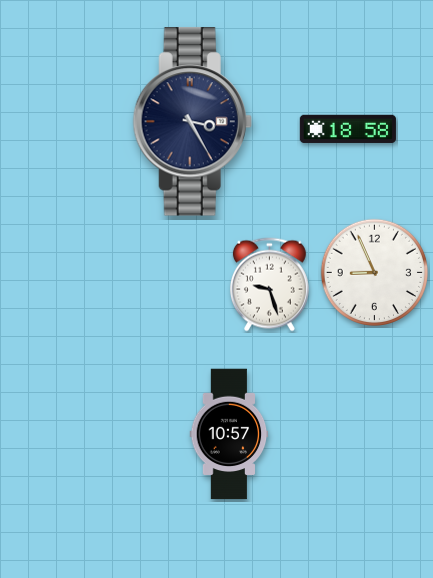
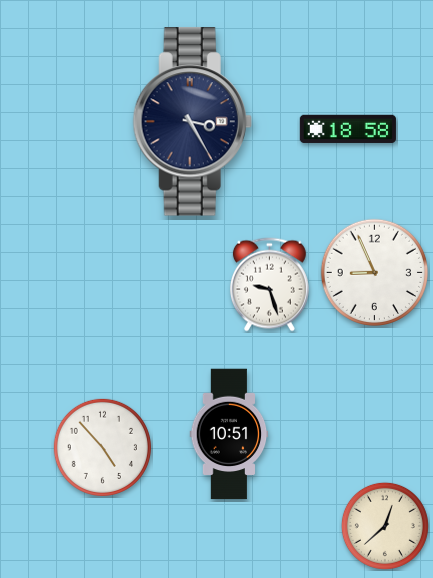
clock at (229, 434): 10:57 -> 10:51
clock at (102, 447): none -> 4:53
clock at (385, 526): none -> 12:38
